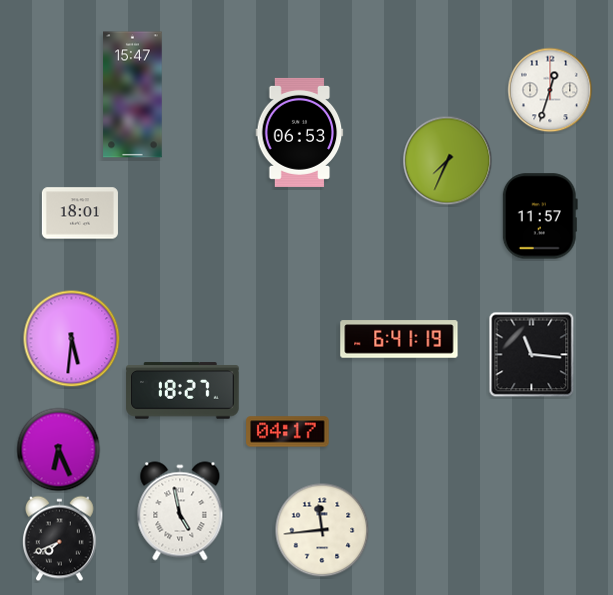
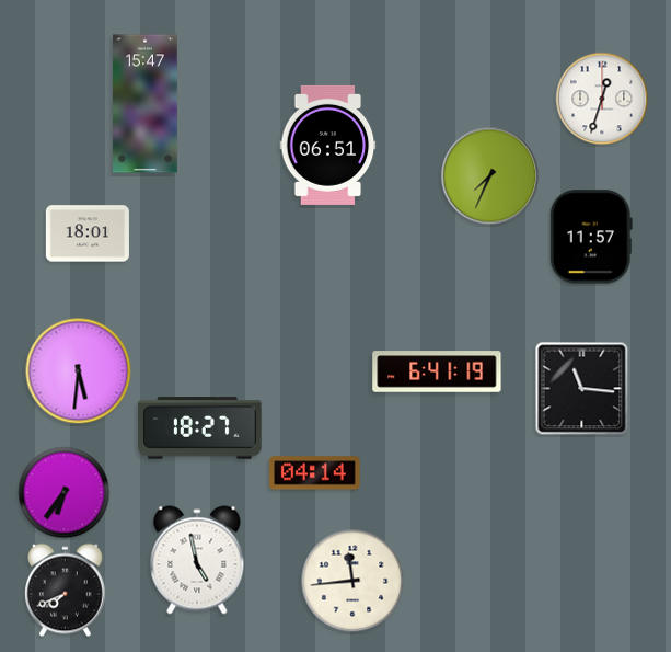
clock at (300, 132): 06:53 -> 06:51
clock at (288, 432): 04:17 -> 04:14
clock at (59, 450): 6:26 -> 6:36
